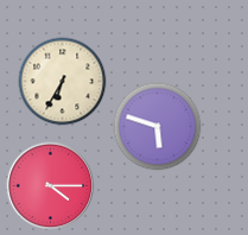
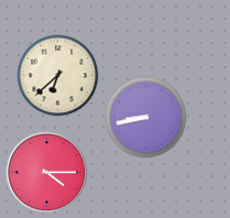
clock at (63, 82): 6:35 -> 6:38
clock at (158, 127): 5:48 -> 8:43
